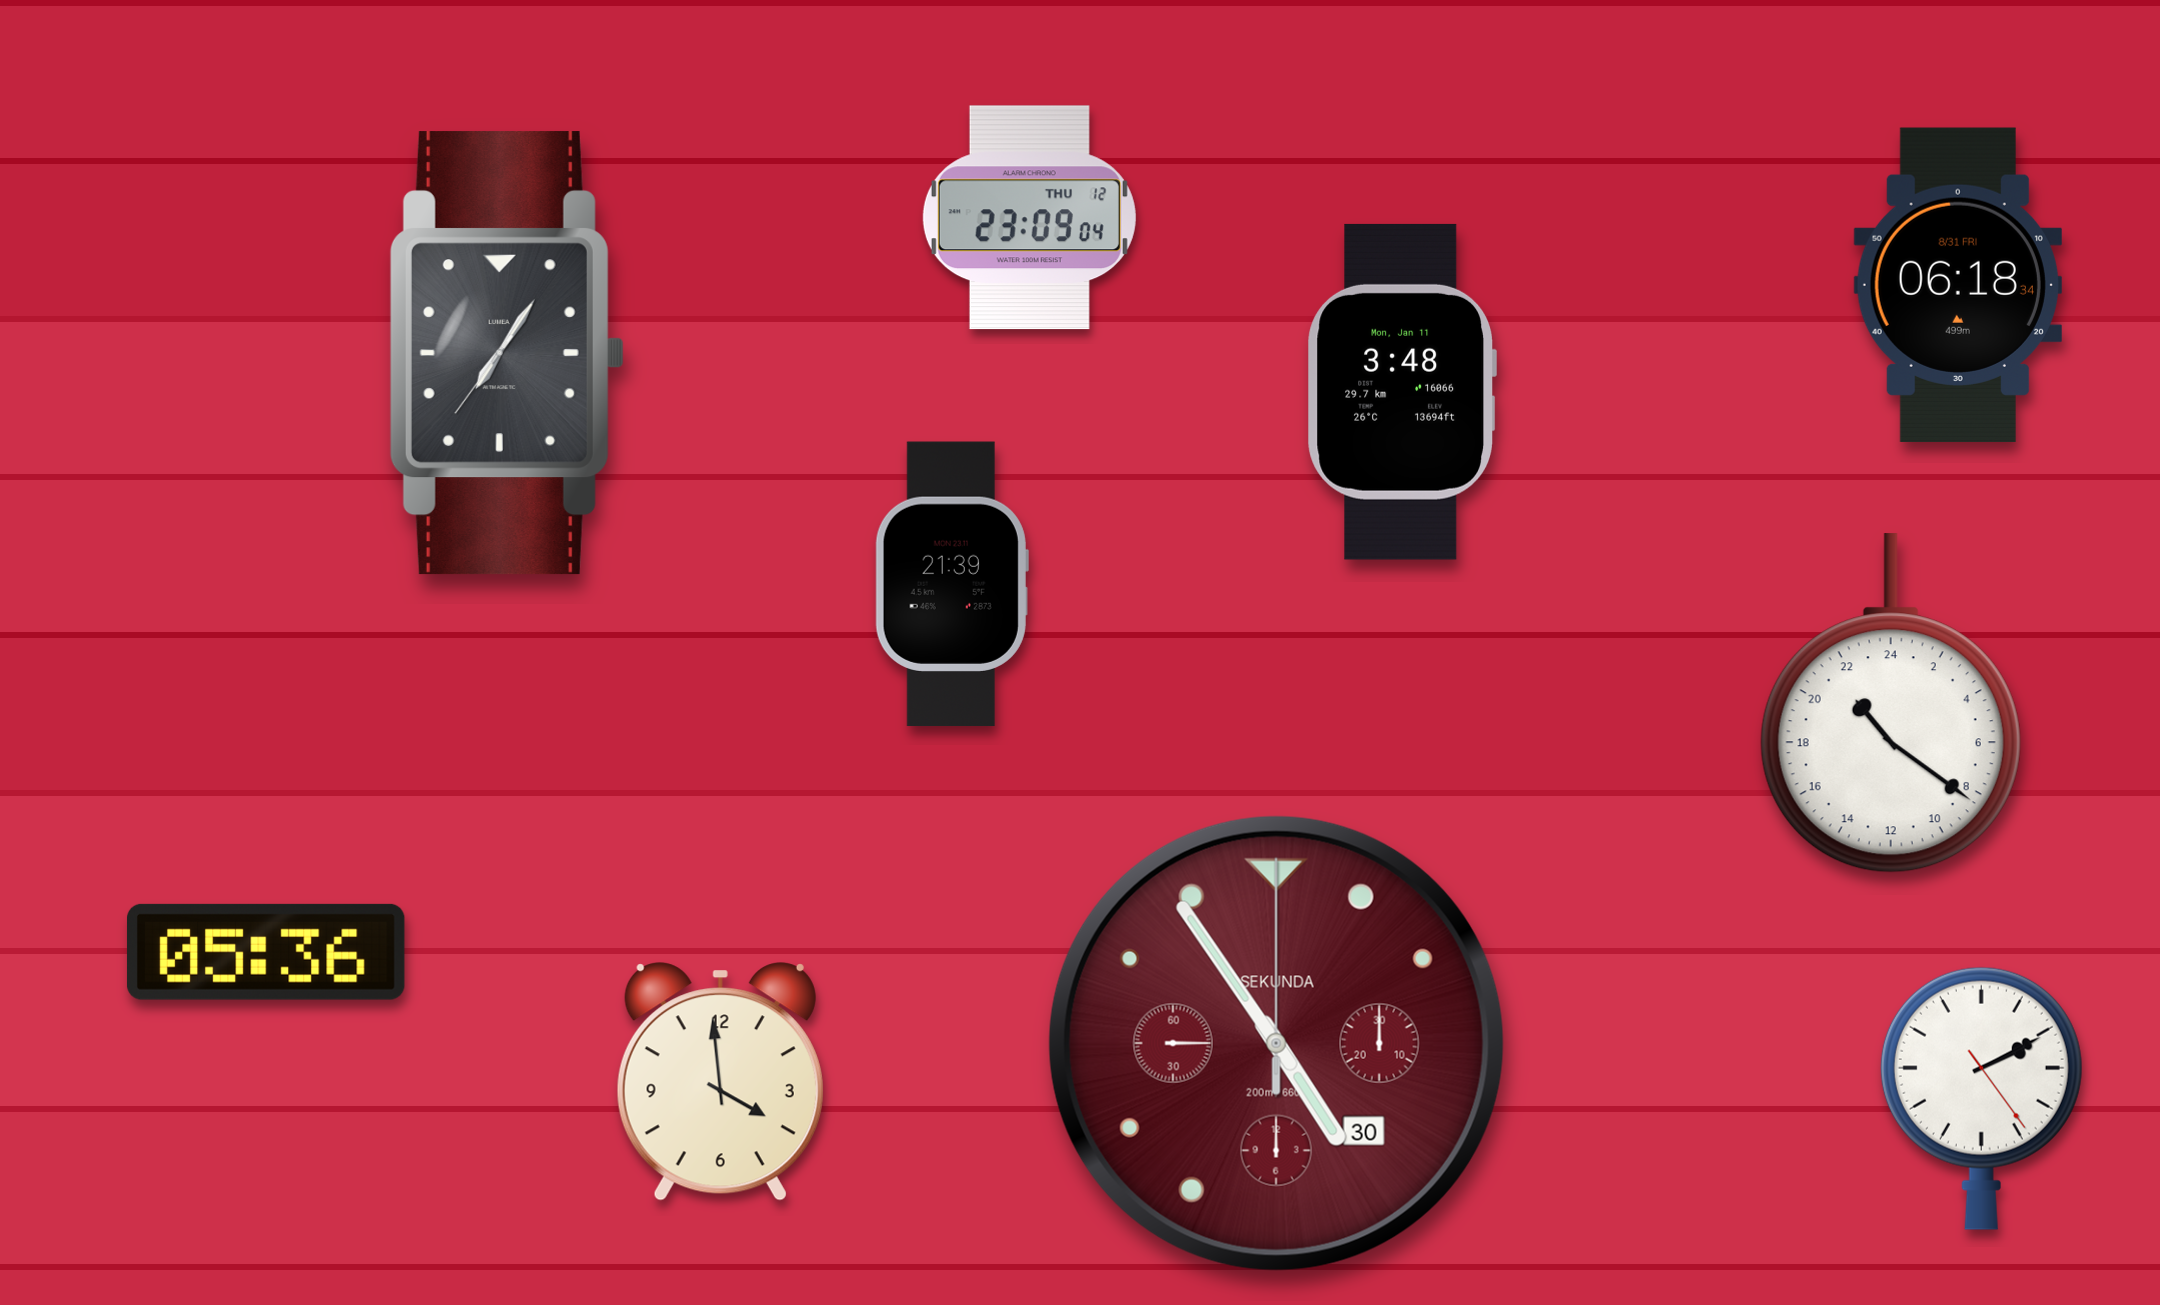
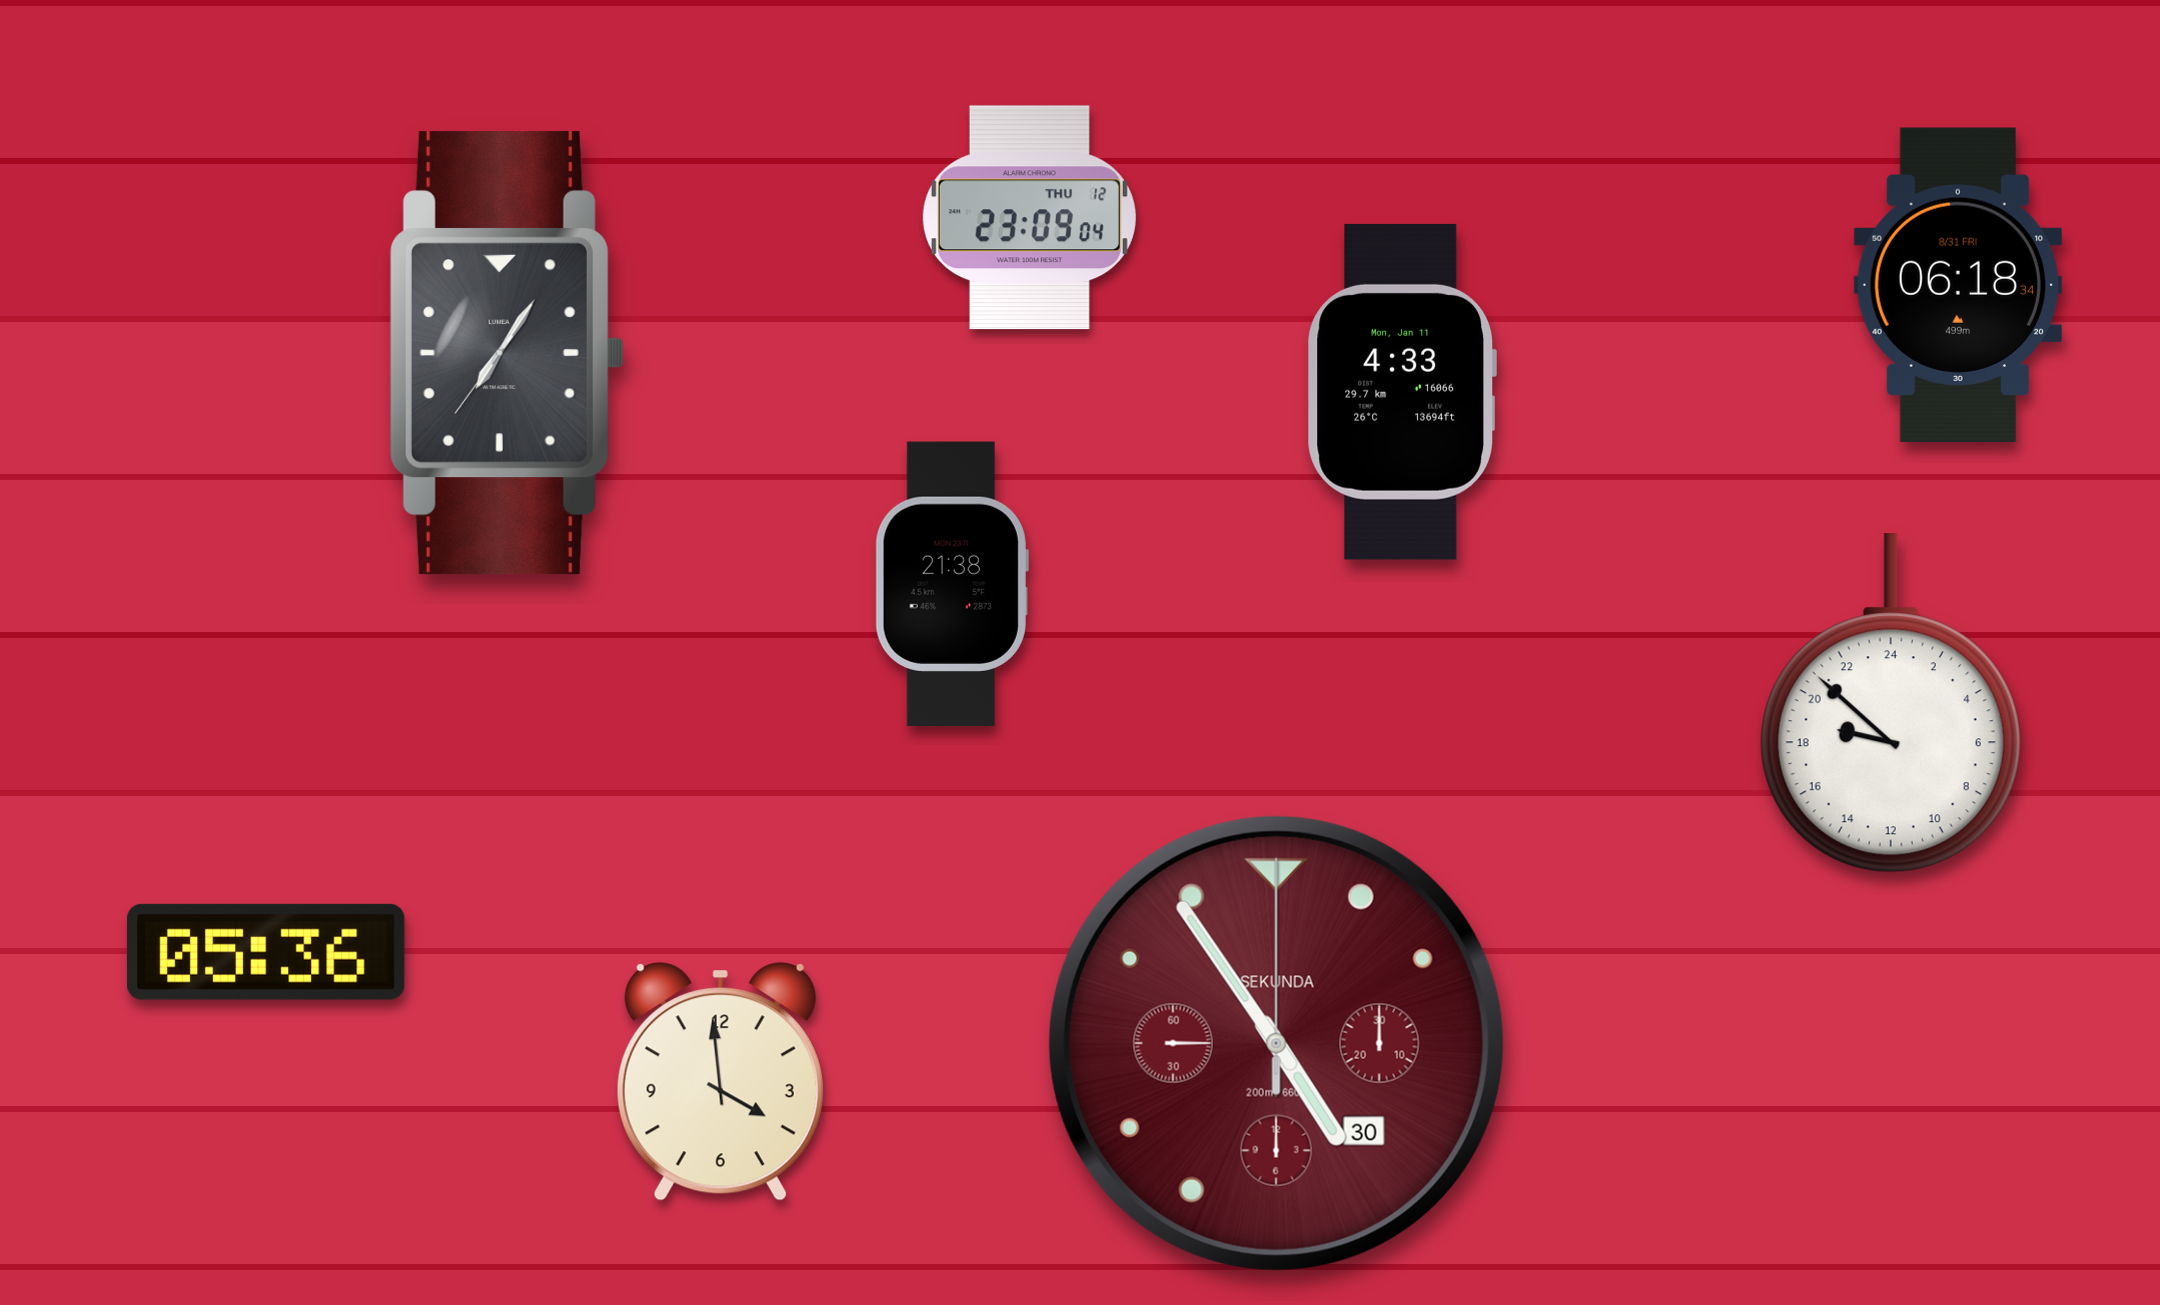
clock at (1402, 392): 3:48 -> 4:33
clock at (952, 584): 21:39 -> 21:38
clock at (1891, 703): 21:21 -> 18:52
clock at (1981, 1098): 2:10 -> none
